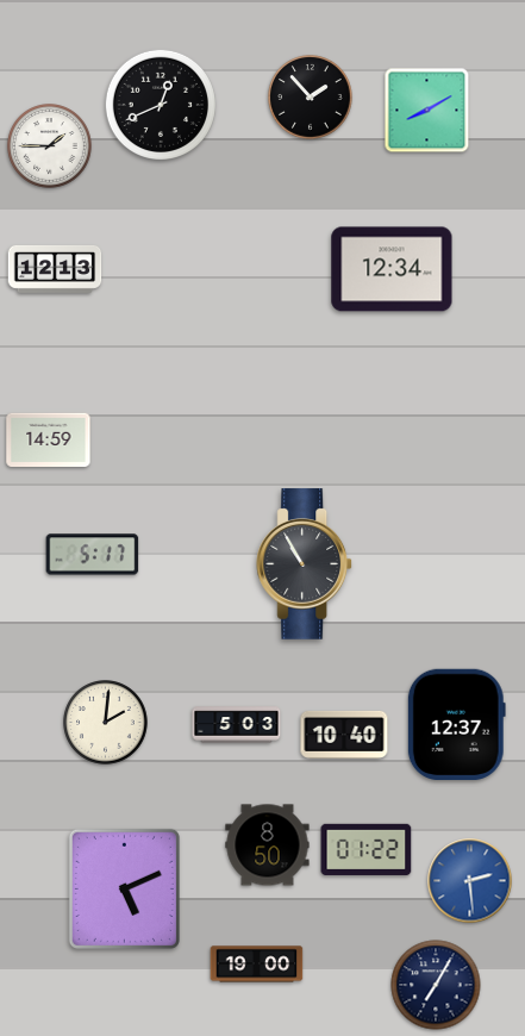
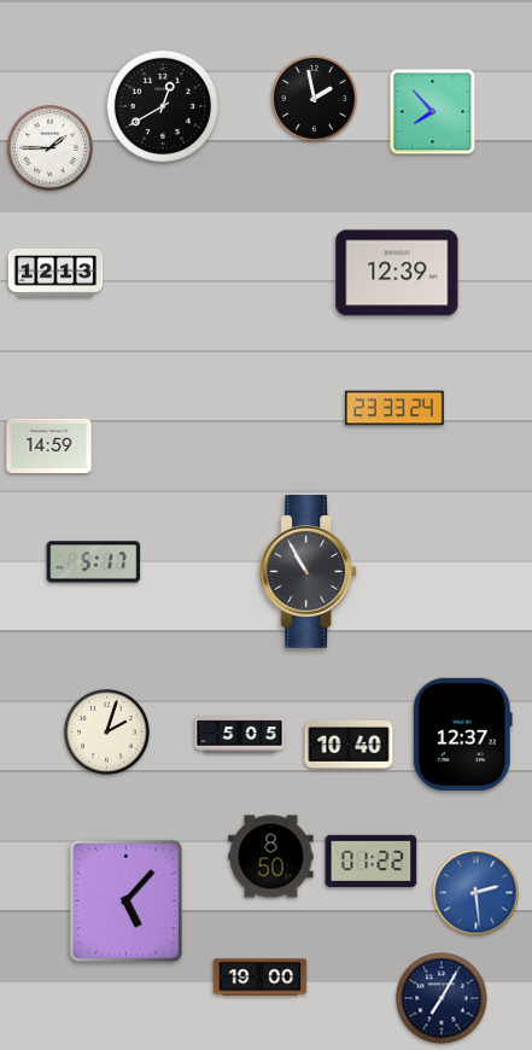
clock at (311, 98): 1:53 -> 1:58
clock at (161, 105): 12:41 -> 12:40
clock at (427, 111): 8:10 -> 7:53
clock at (392, 269): 12:34 -> 12:39
clock at (394, 408): none -> 23:33
clock at (106, 723): 2:01 -> 2:03
clock at (237, 725): 5:03 -> 5:05
clock at (124, 888): 5:11 -> 5:07
